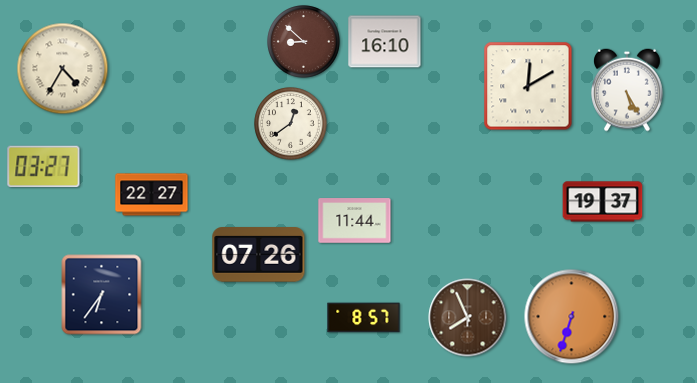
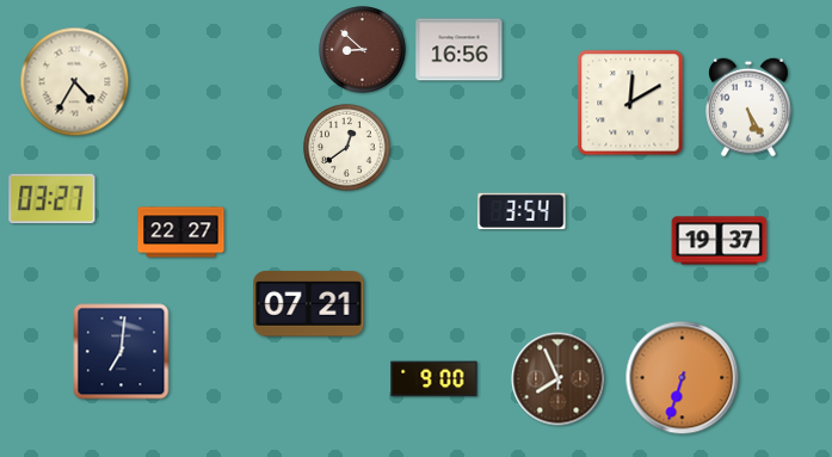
clock at (385, 42): 16:10 -> 16:56
clock at (522, 211): none -> 3:54
clock at (355, 221): 11:44 -> none
clock at (259, 255): 07:26 -> 07:21
clock at (102, 295): 6:36 -> 7:01
clock at (364, 318): 8:57 -> 9:00
